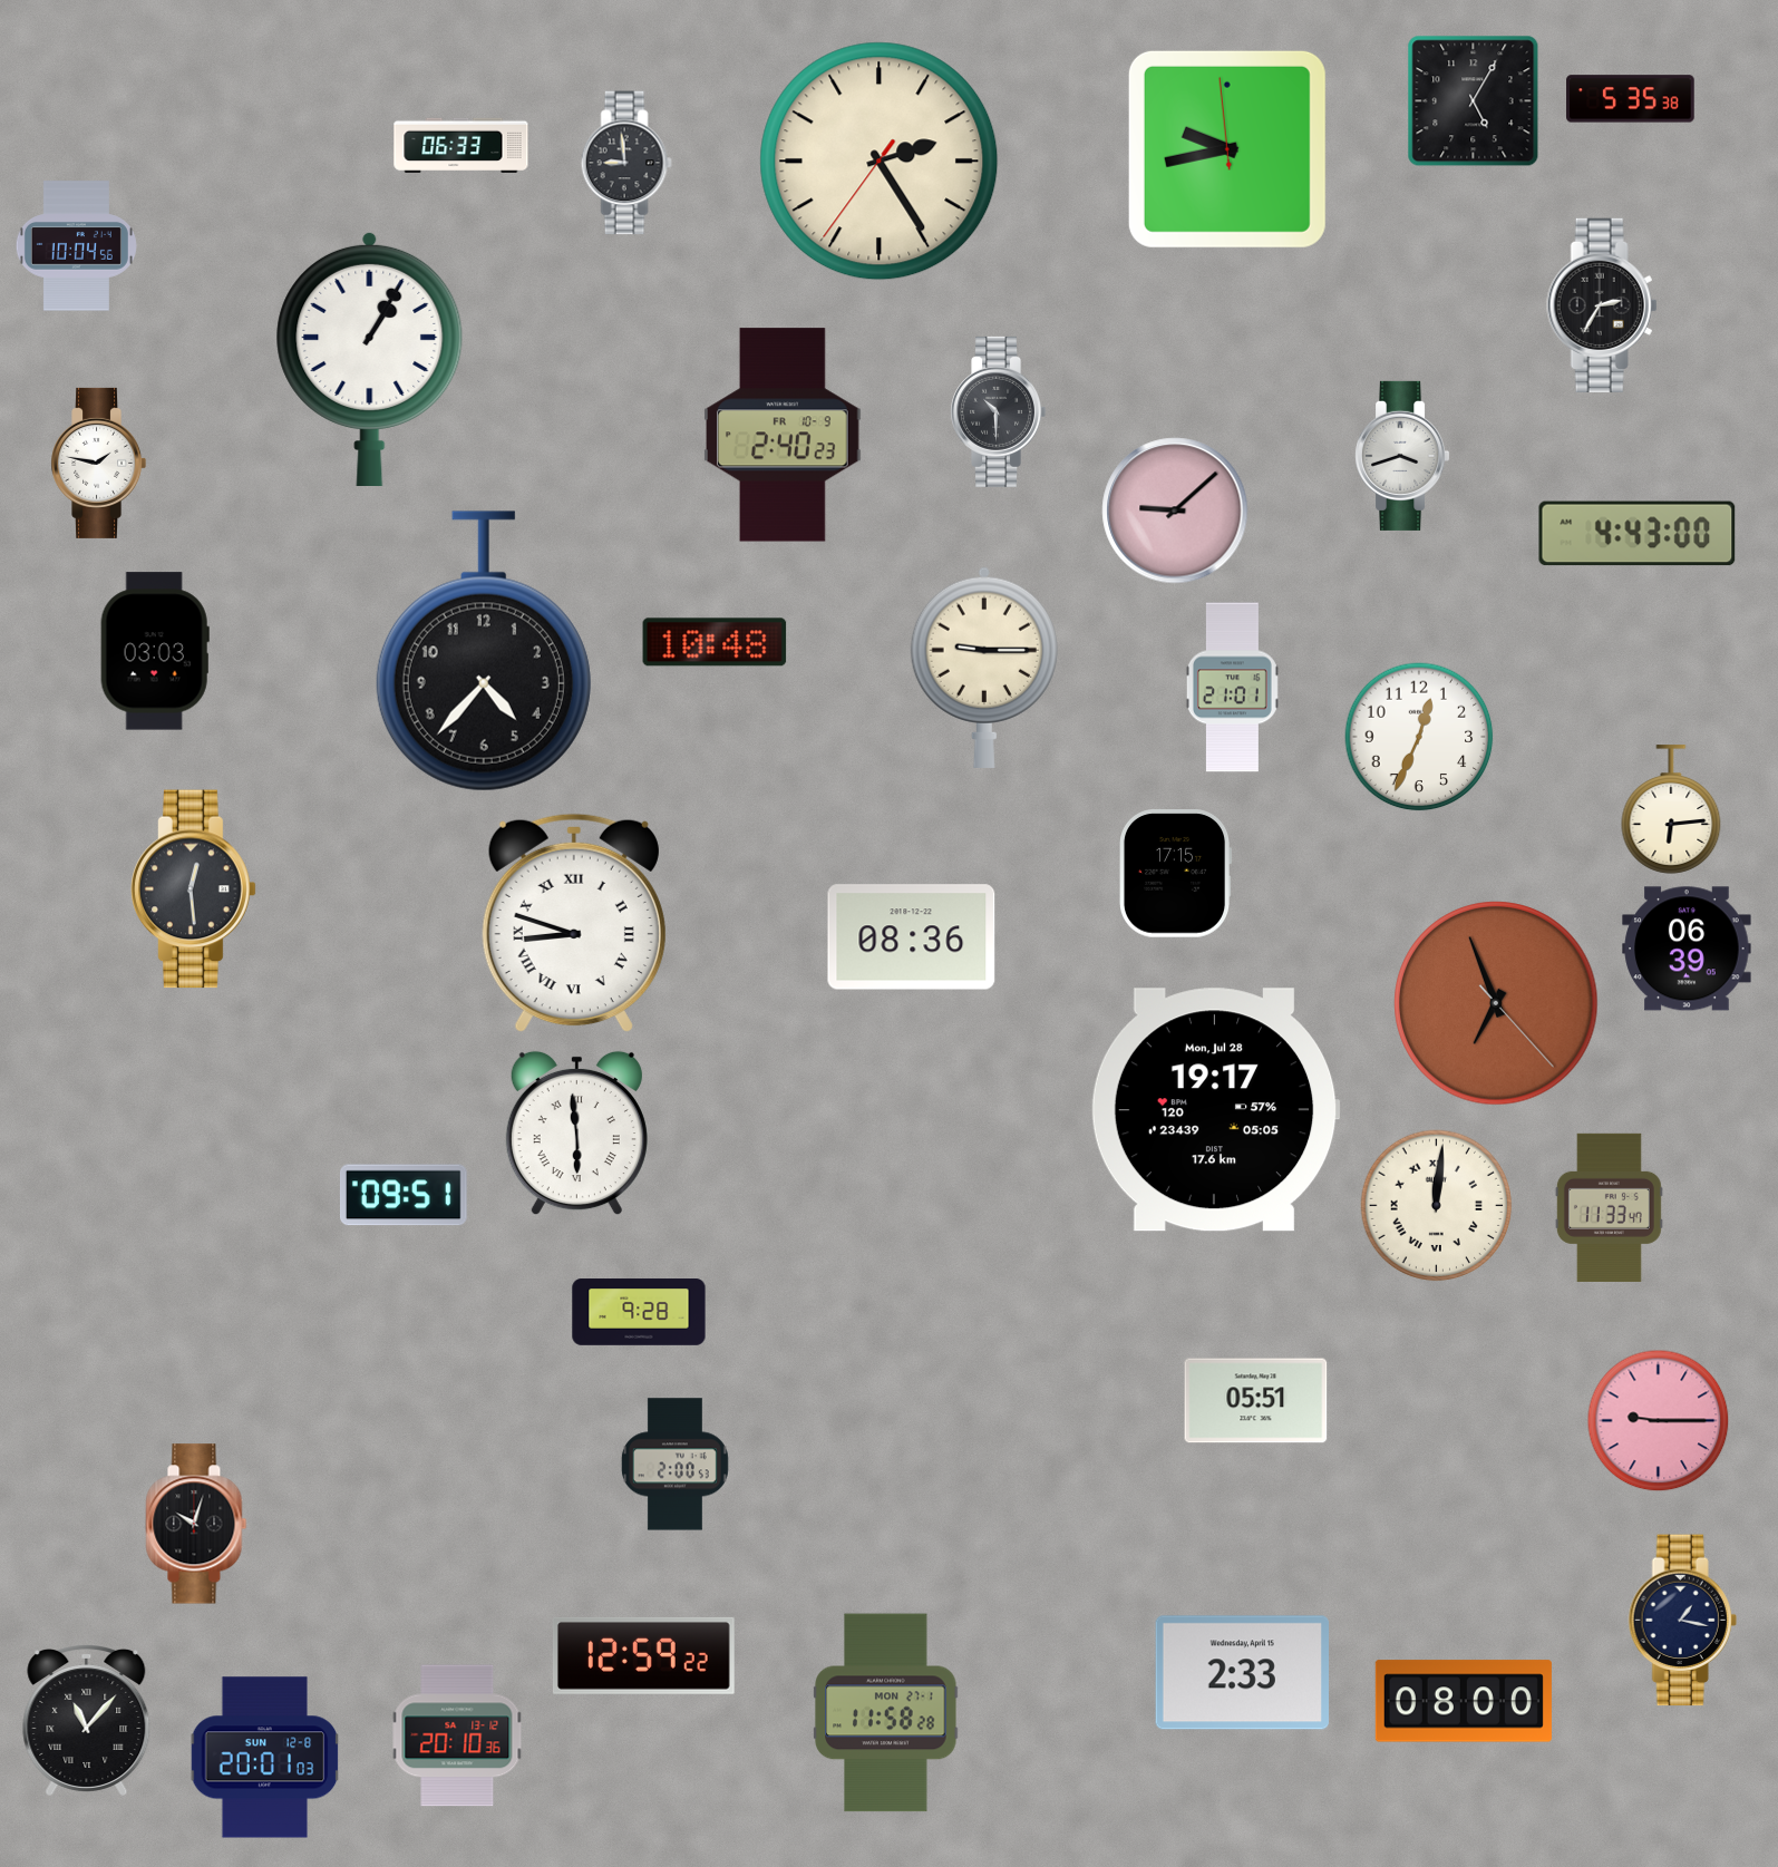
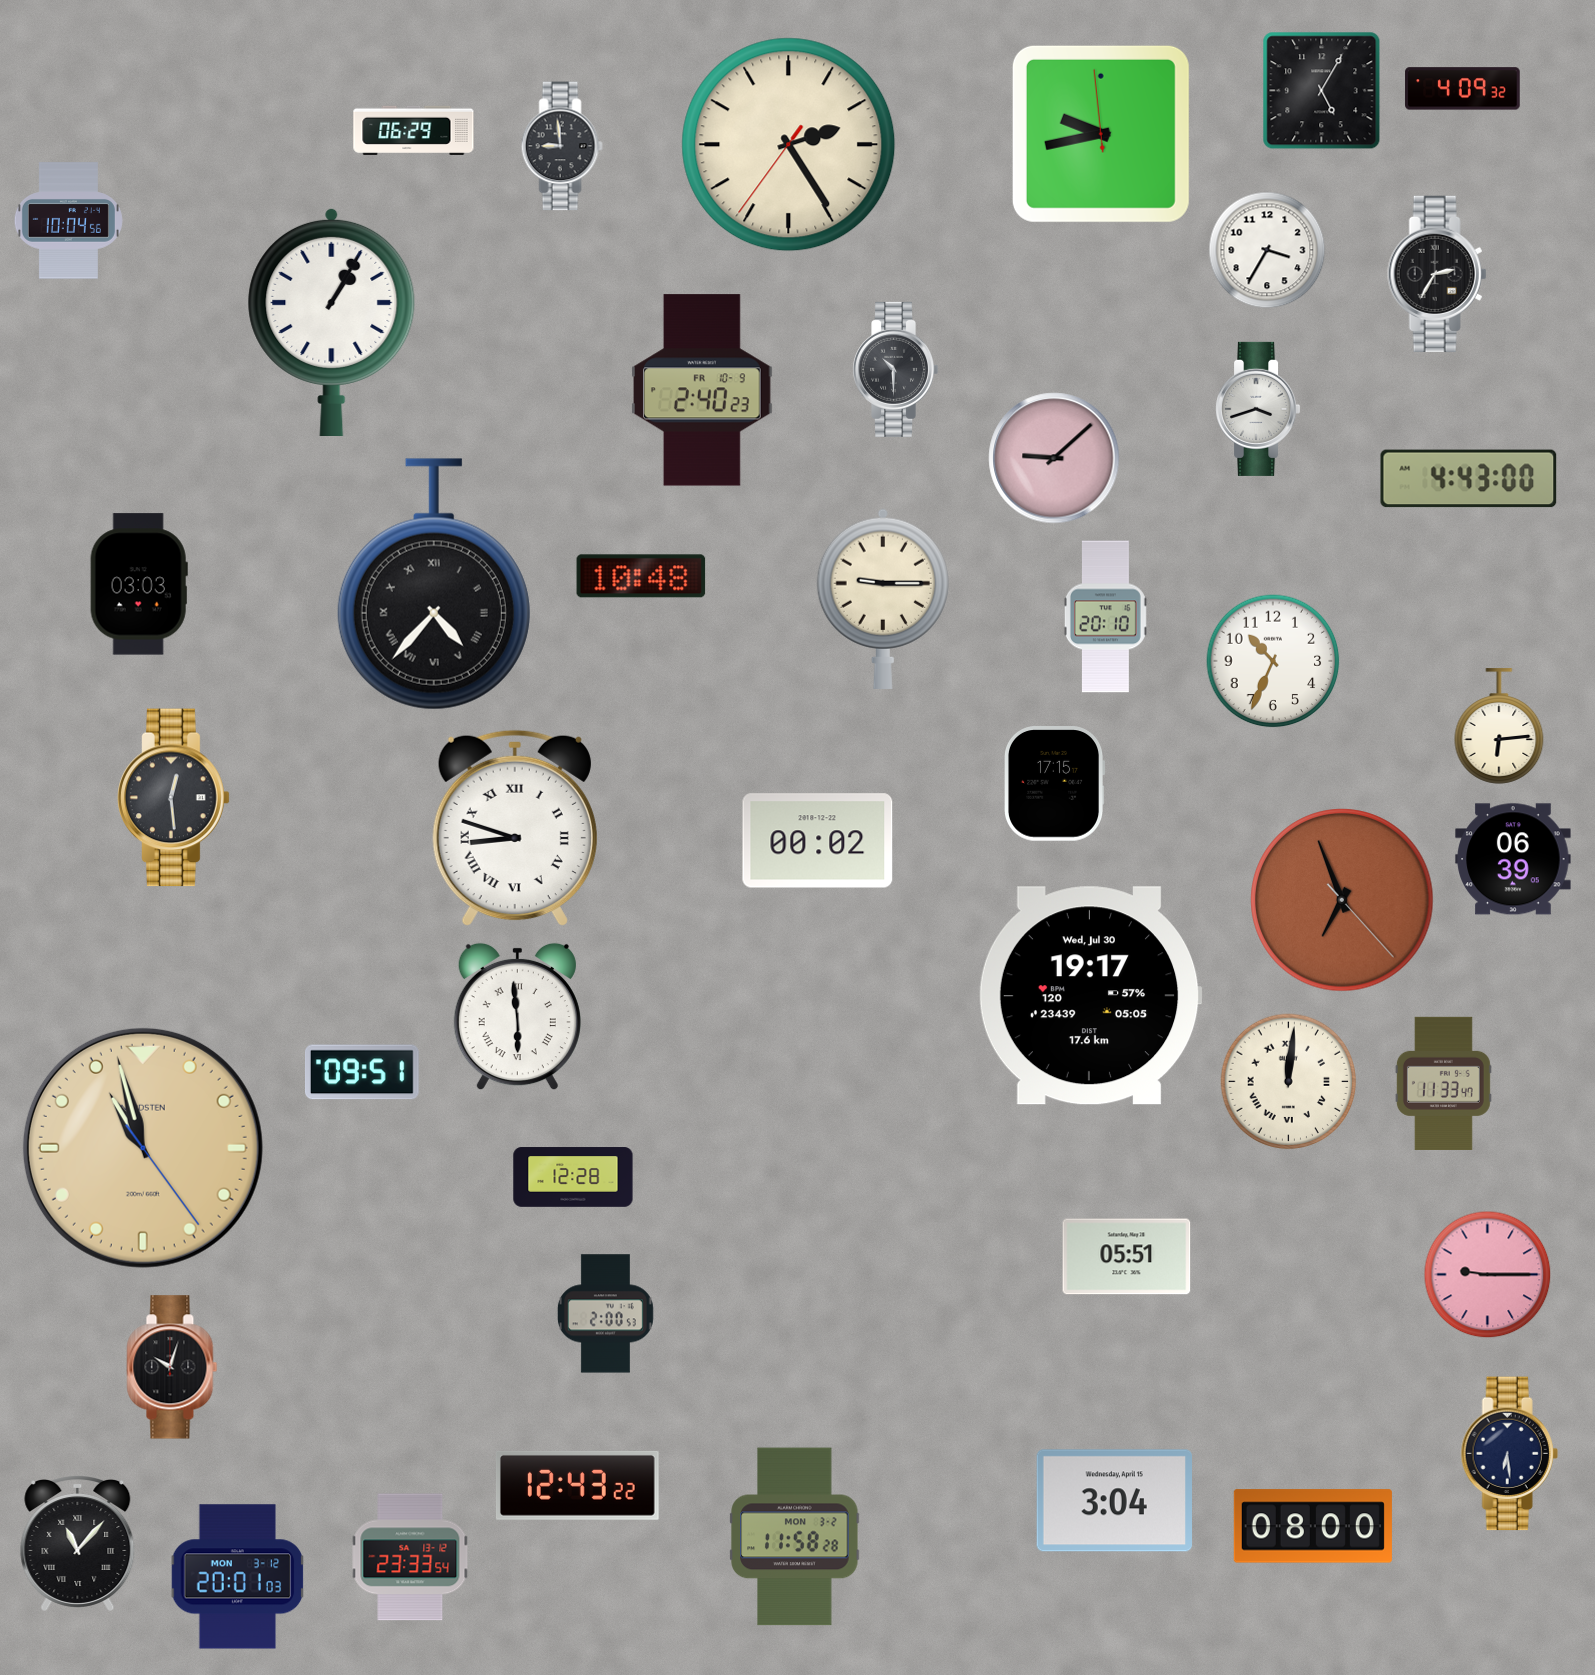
clock at (1631, 99): 5:35 -> 4:09
clock at (461, 145): 06:33 -> 06:29
clock at (1267, 250): none -> 3:35
clock at (99, 463): 1:47 -> none
clock at (484, 651) numerals: Arabic -> Roman
clock at (1232, 688): 21:01 -> 20:10
clock at (1419, 737): 12:34 -> 10:34
clock at (912, 937): 08:36 -> 00:02
clock at (1687, 949) position: (1687, 949) -> (1513, 859)
clock at (1215, 1110) date: Mon, Jul 28 -> Wed, Jul 30
clock at (143, 1148): none -> 10:57
clock at (639, 1312): 9:28 -> 12:28
clock at (196, 1524) position: (196, 1524) -> (172, 1367)
clock at (1682, 1621): 1:17 -> 6:29
clock at (643, 1655): 12:59 -> 12:43
clock at (1242, 1673): 2:33 -> 3:04
clock at (886, 1713) date: MON 27-1 -> MON 3-2
clock at (457, 1735): 20:10 -> 23:33
clock at (265, 1758) date: SUN 12-8 -> MON 3-12
